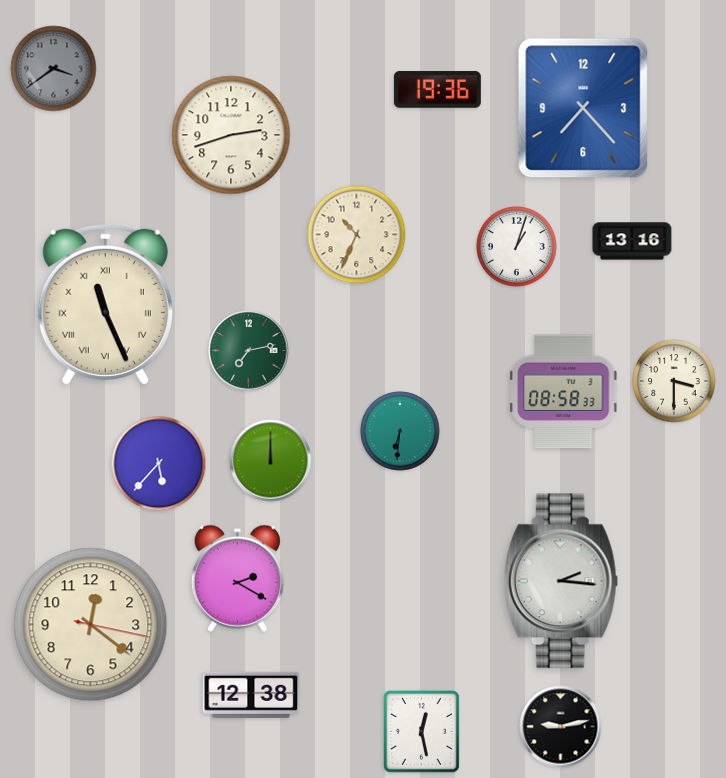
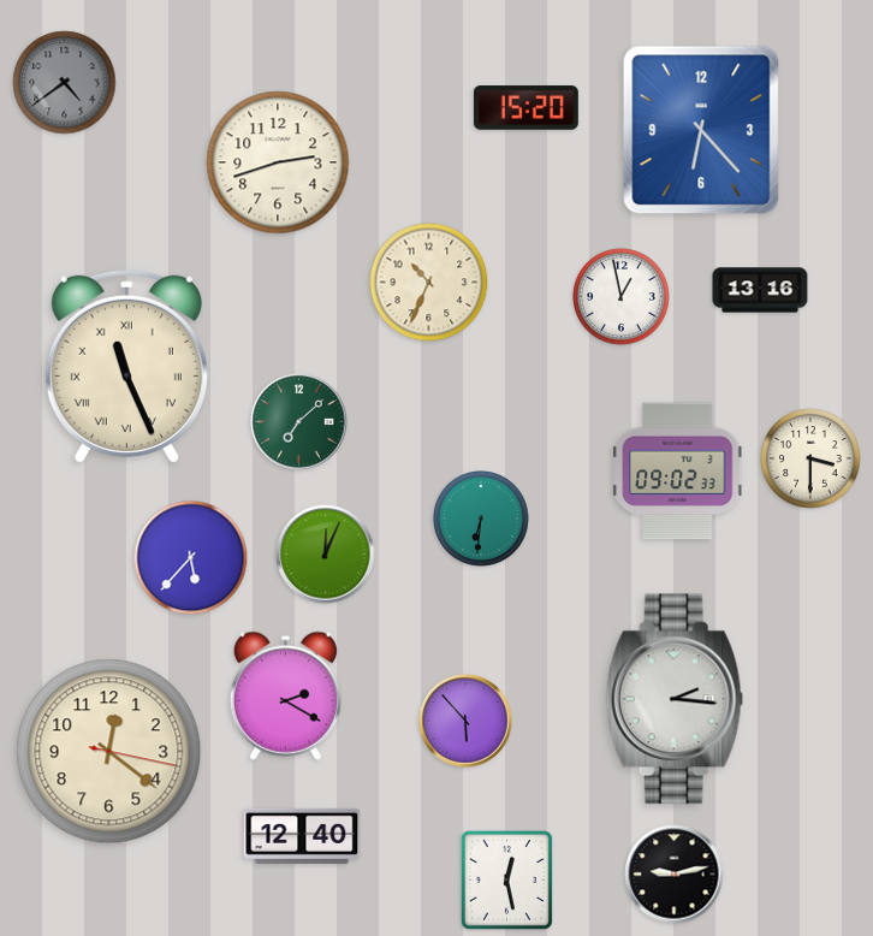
clock at (54, 69): 3:39 -> 4:39
clock at (437, 90): 19:36 -> 15:20
clock at (583, 108): 7:23 -> 6:23
clock at (517, 247): 1:03 -> 12:58
clock at (249, 351): 7:13 -> 7:08
clock at (564, 392): 08:58 -> 09:02
clock at (271, 461): 12:00 -> 12:04
clock at (465, 721): none -> 5:53
clock at (251, 695): 12:38 -> 12:40
